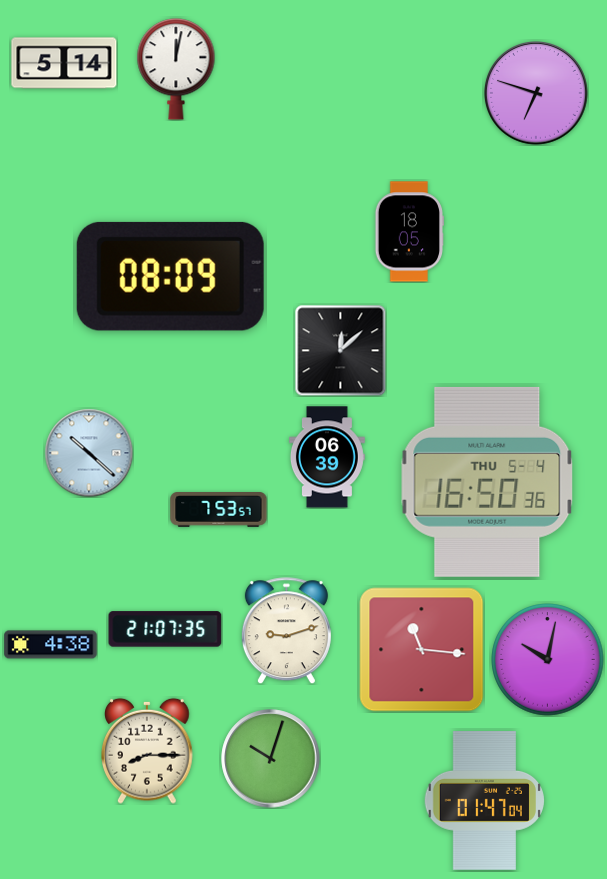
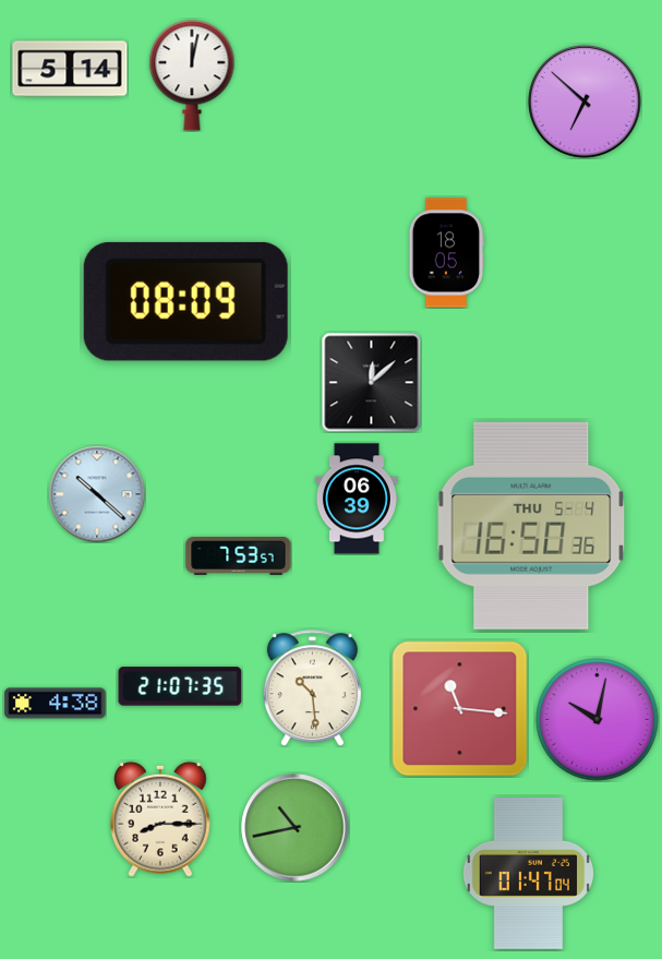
clock at (536, 93): 6:48 -> 6:52
clock at (286, 631): 9:12 -> 10:29
clock at (271, 759): 10:03 -> 10:43
